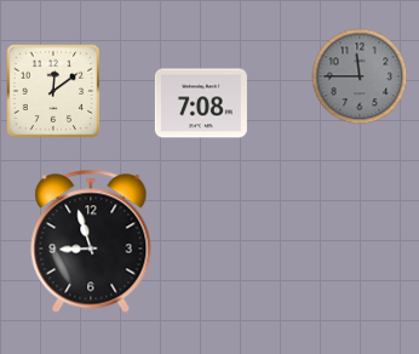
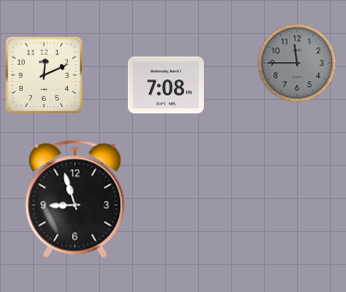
clock at (53, 91): 12:09 -> 12:11
